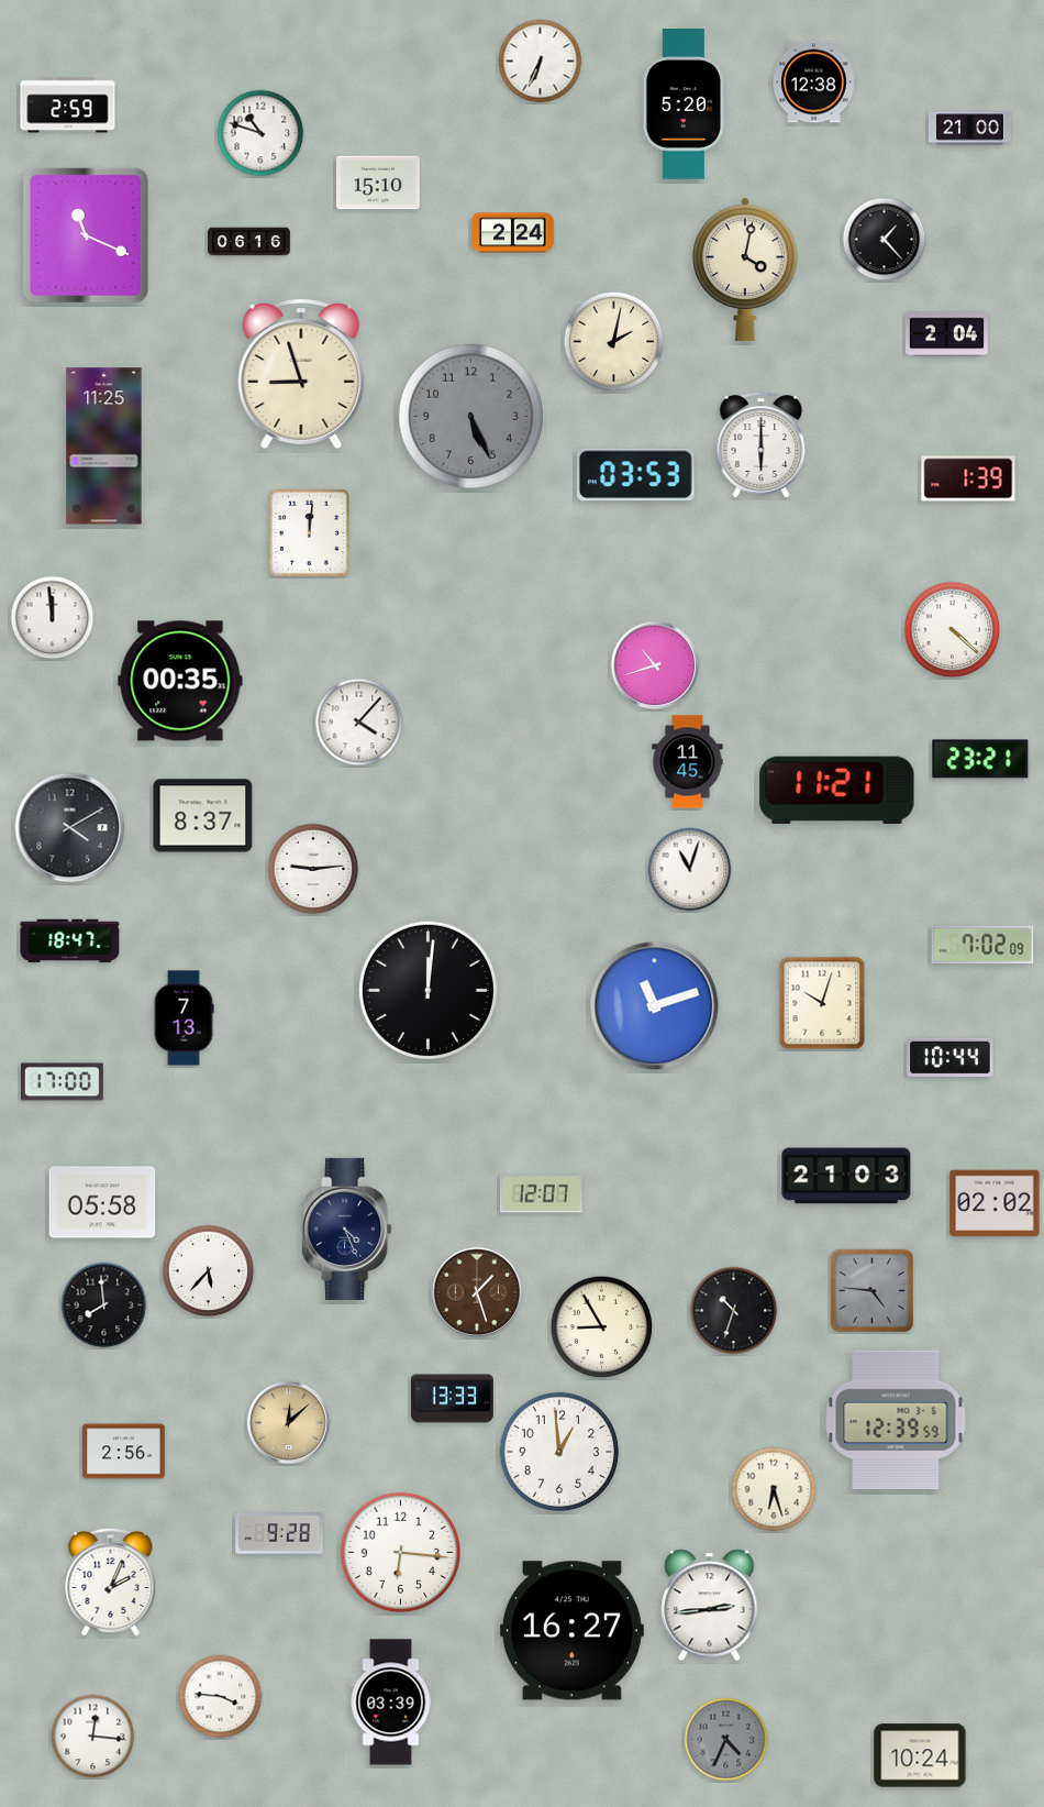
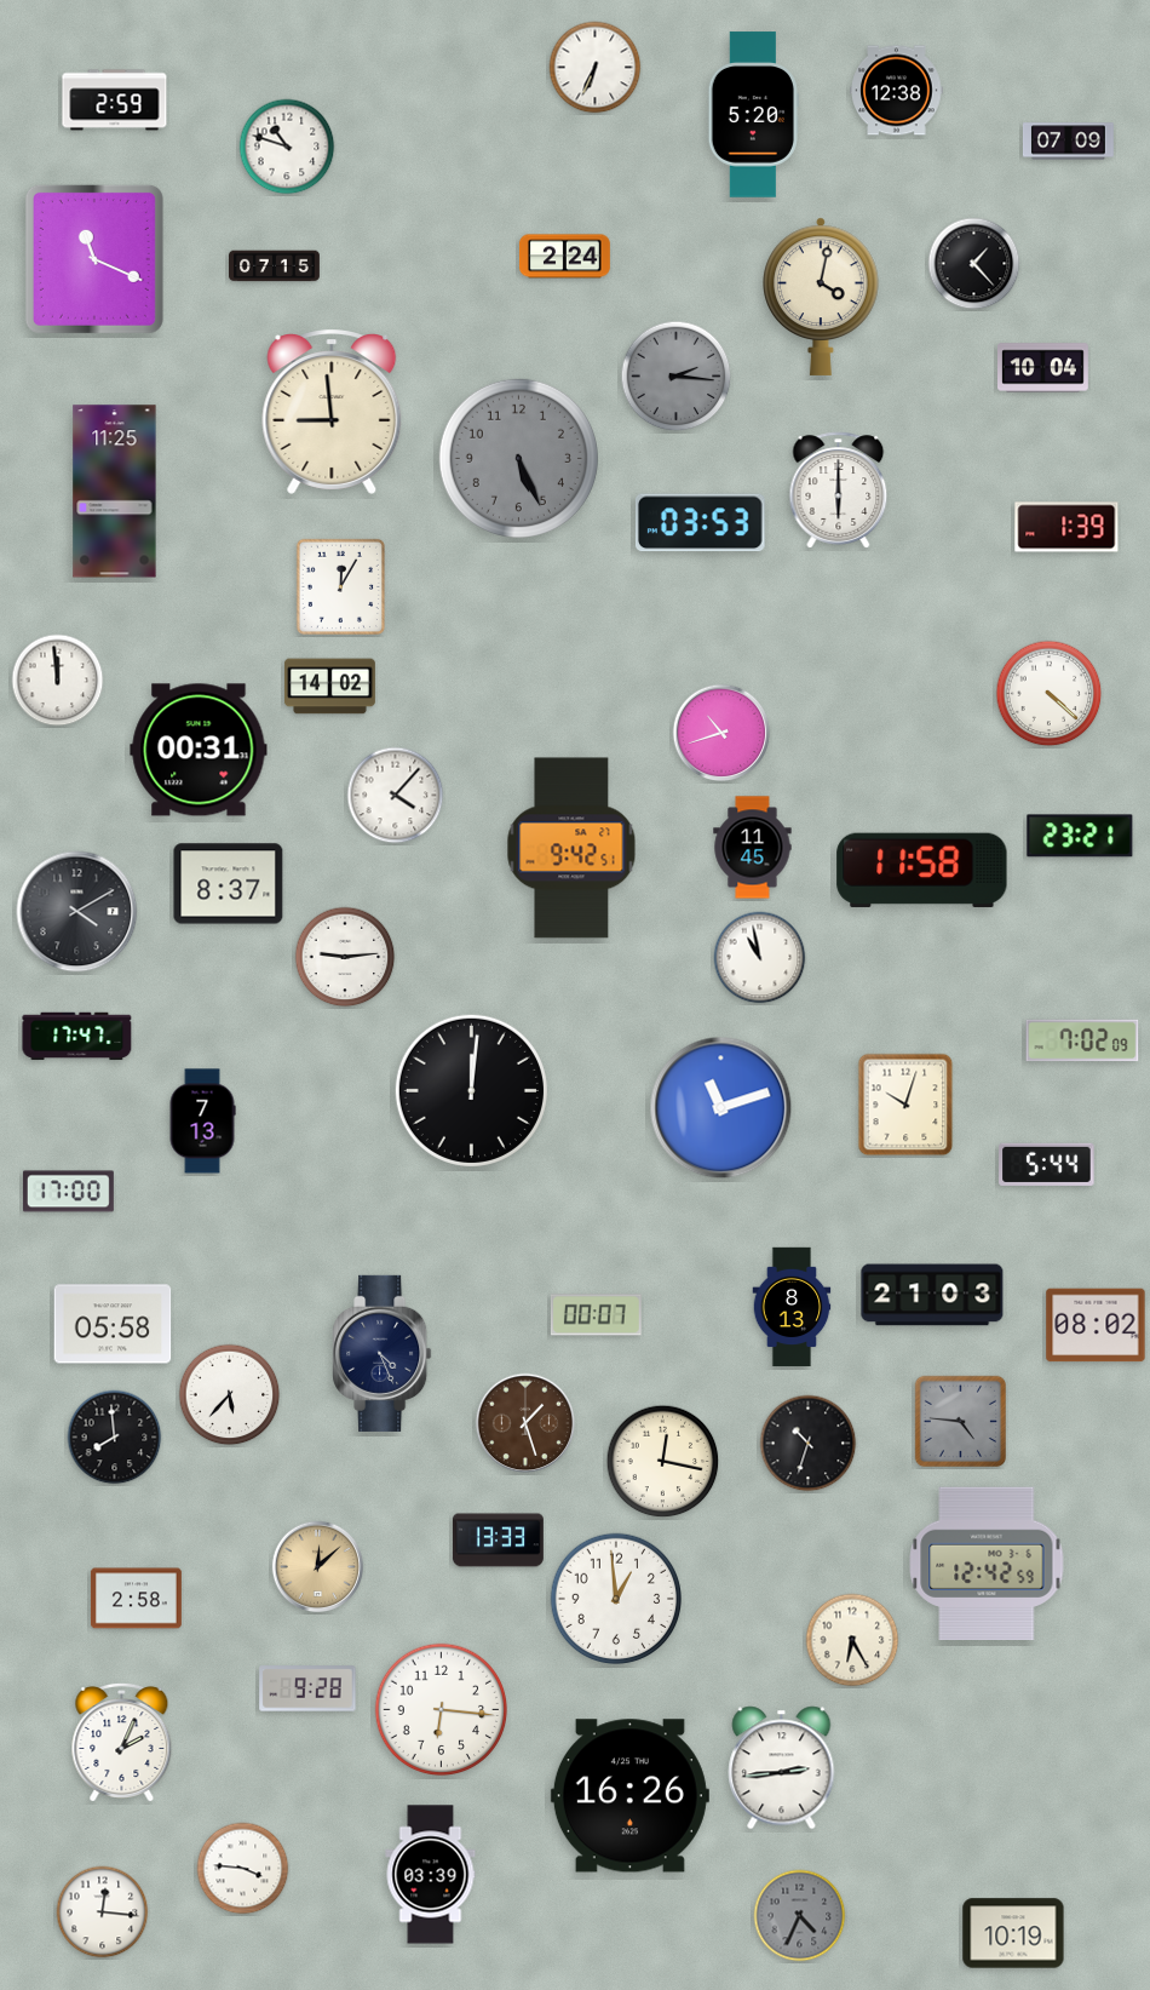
clock at (68, 106) position: (68, 106) -> (115, 101)
clock at (969, 129): 21:00 -> 07:09
clock at (379, 183): 15:10 -> none
clock at (249, 242): 06:16 -> 07:15
clock at (947, 334): 2:04 -> 10:04
clock at (614, 342): 2:02 -> 2:16
clock at (614, 342) dial: cream -> grey
clock at (301, 374): 8:57 -> 8:59
clock at (309, 532): 12:01 -> 12:05
clock at (329, 687): none -> 14:02
clock at (180, 681): 00:35 -> 00:31
clock at (688, 762) position: (688, 762) -> (753, 848)
clock at (571, 848): none -> 9:42
clock at (837, 790): 11:21 -> 11:58
clock at (203, 816) position: (203, 816) -> (229, 884)
clock at (690, 870): 11:03 -> 10:58
clock at (70, 941): 18:47 -> 17:47
clock at (951, 1057): 10:44 -> 5:44
clock at (792, 1307): none -> 8:13
clock at (541, 1194): 12:07 -> 00:07
clock at (995, 1203): 02:02 -> 08:02
clock at (209, 1271) position: (209, 1271) -> (230, 1395)
clock at (602, 1327): 8:55 -> 12:17
clock at (896, 1419): 12:39 -> 12:42
clock at (123, 1452): 2:56 -> 2:58
clock at (774, 1489): 6:27 -> 6:25
clock at (571, 1631): 16:27 -> 16:26
clock at (920, 1755): 10:24 -> 10:19
